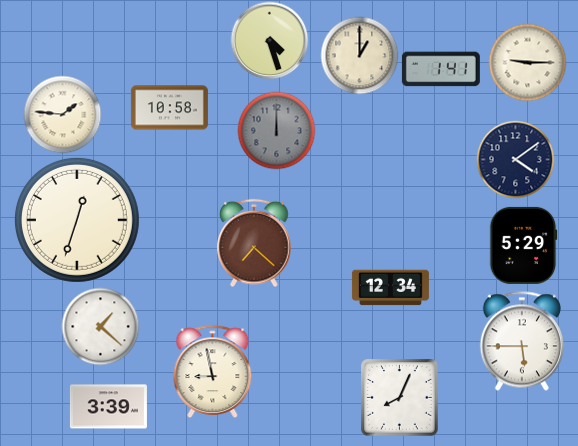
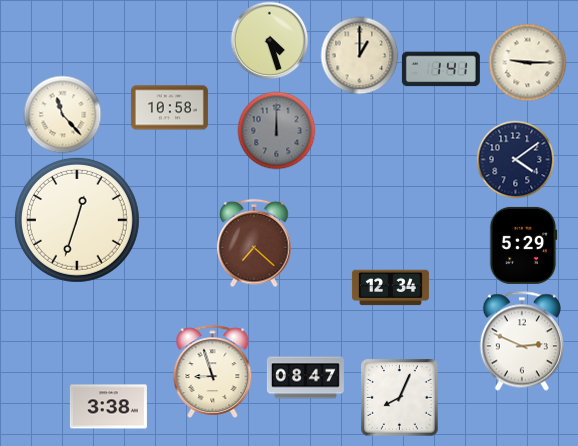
clock at (62, 114): 1:46 -> 11:23
clock at (100, 326): 1:22 -> none
clock at (522, 341): 5:45 -> 2:49
clock at (213, 371): 8:58 -> 8:57
clock at (305, 378): none -> 08:47
clock at (108, 407): 3:39 -> 3:38
